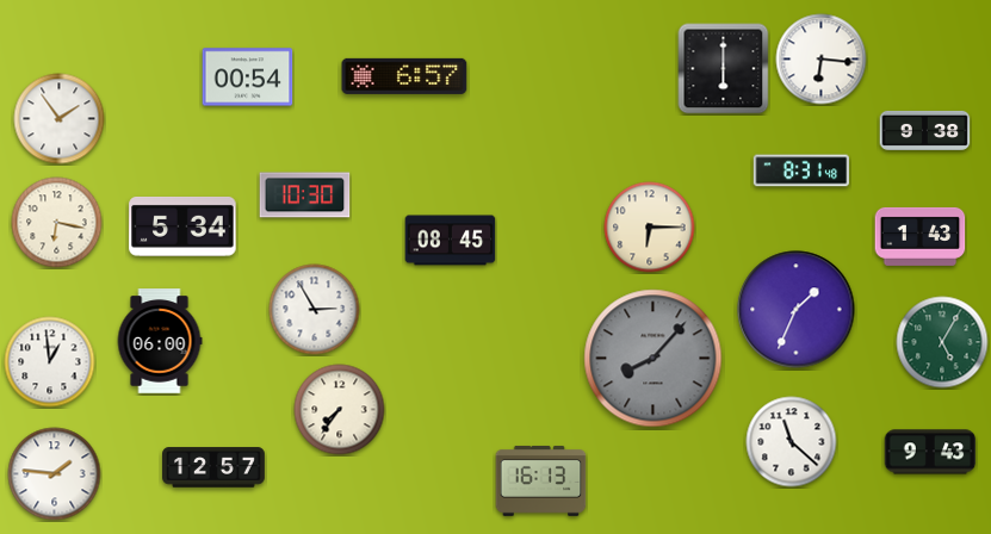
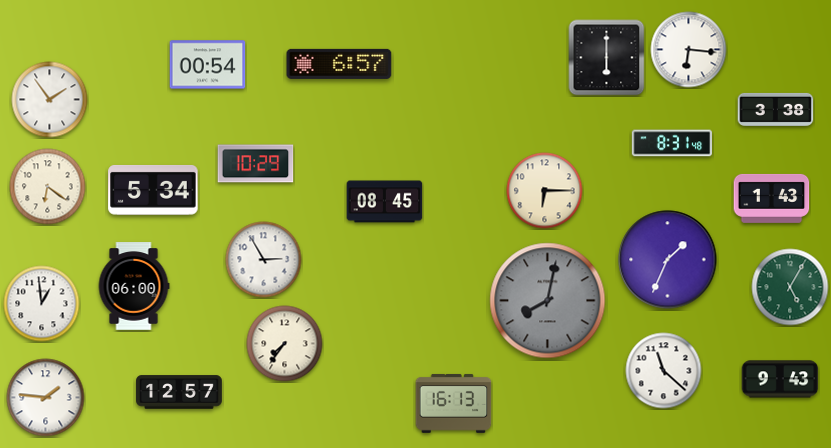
clock at (925, 130): 9:38 -> 3:38
clock at (305, 195): 10:30 -> 10:29
clock at (57, 223): 6:17 -> 6:21
clock at (451, 241) position: (451, 241) -> (385, 202)
clock at (654, 359): 8:07 -> 8:02
